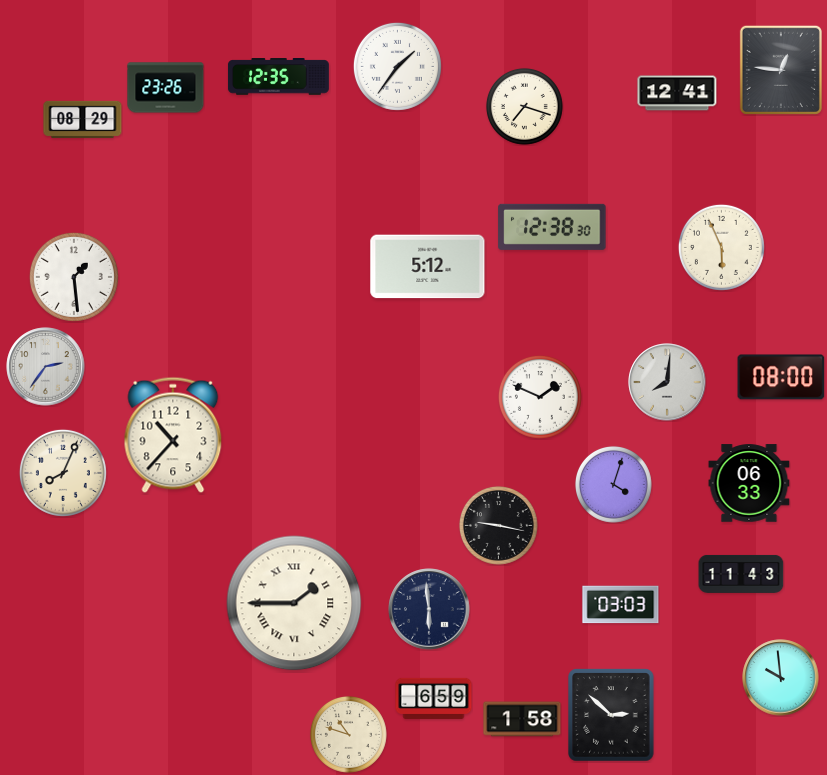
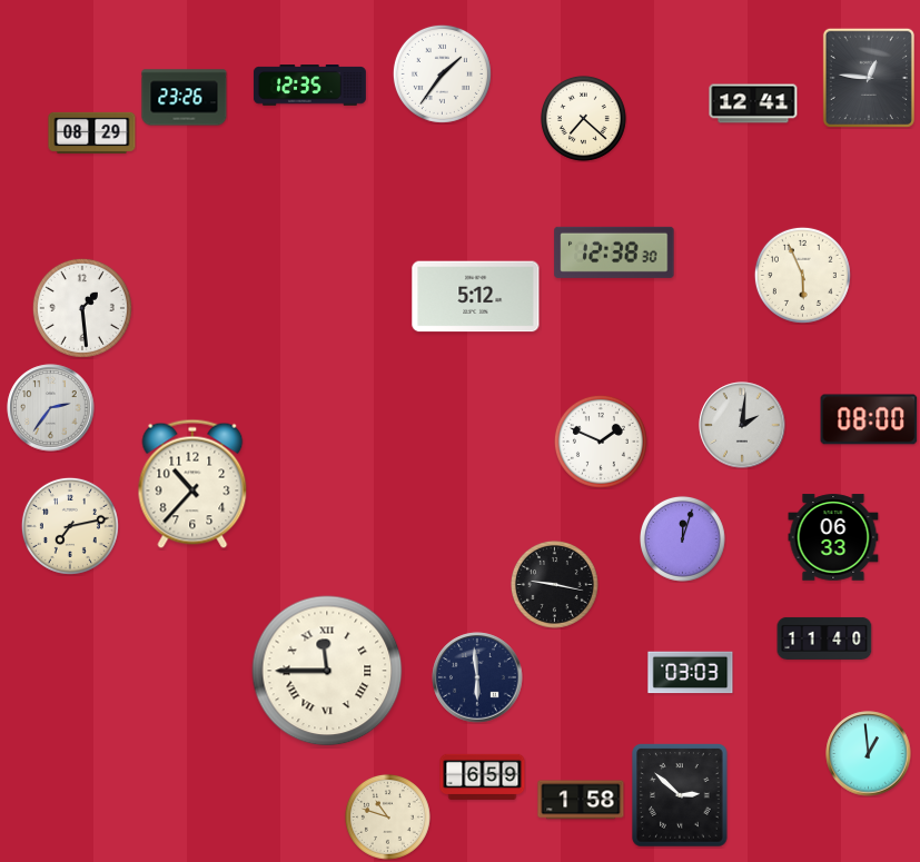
clock at (524, 106): 7:18 -> 7:22
clock at (667, 382): 8:01 -> 2:01
clock at (63, 473): 8:04 -> 7:13
clock at (613, 484): 4:03 -> 12:03
clock at (741, 574): 11:43 -> 11:40
clock at (294, 603): 1:45 -> 11:45
clock at (781, 678): 9:59 -> 12:59
